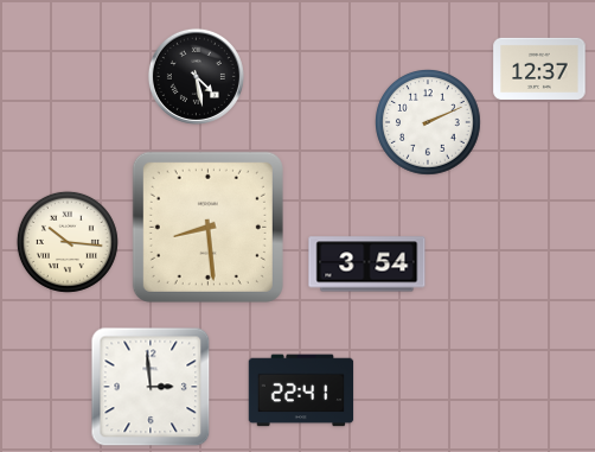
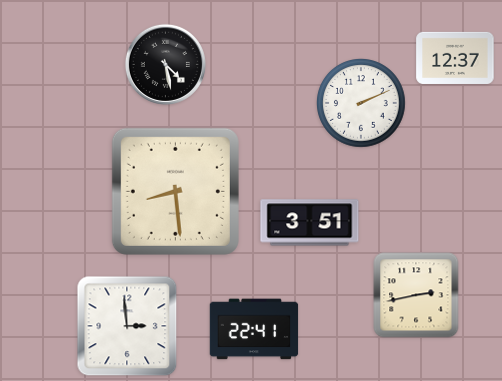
clock at (68, 242): 10:16 -> none
clock at (367, 265): 3:54 -> 3:51
clock at (416, 295): none -> 2:43
